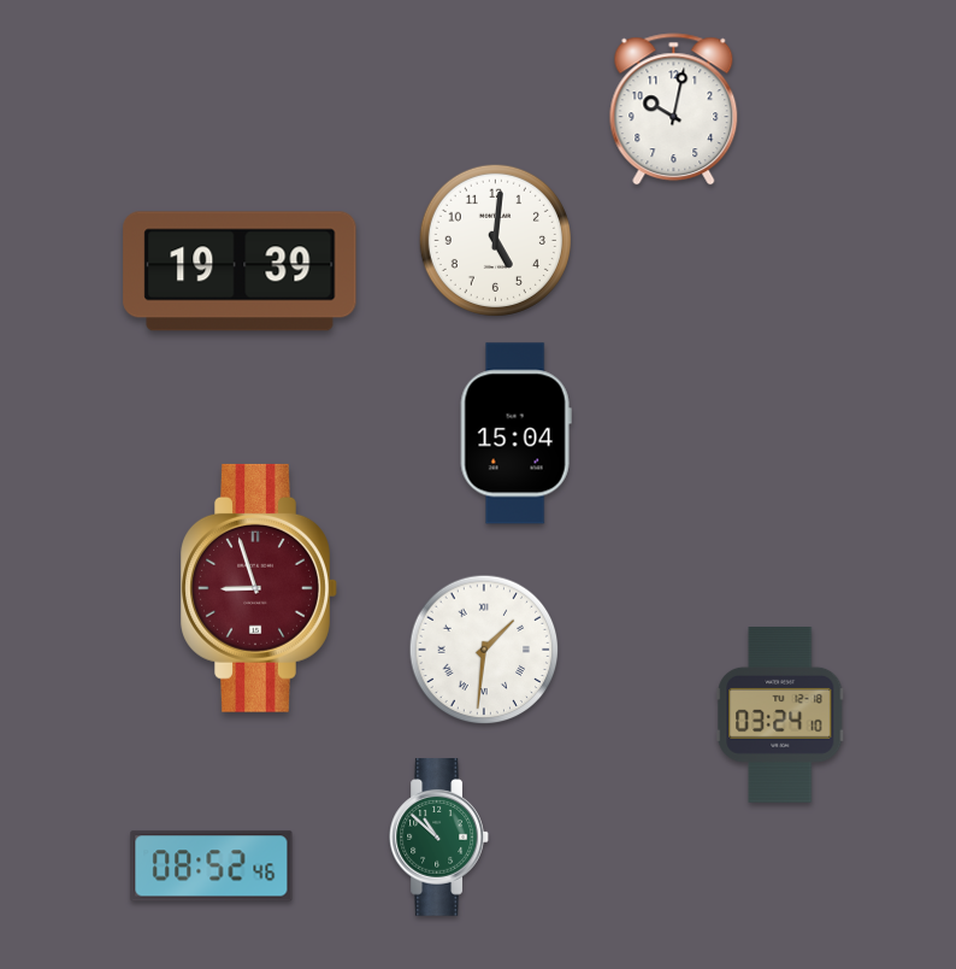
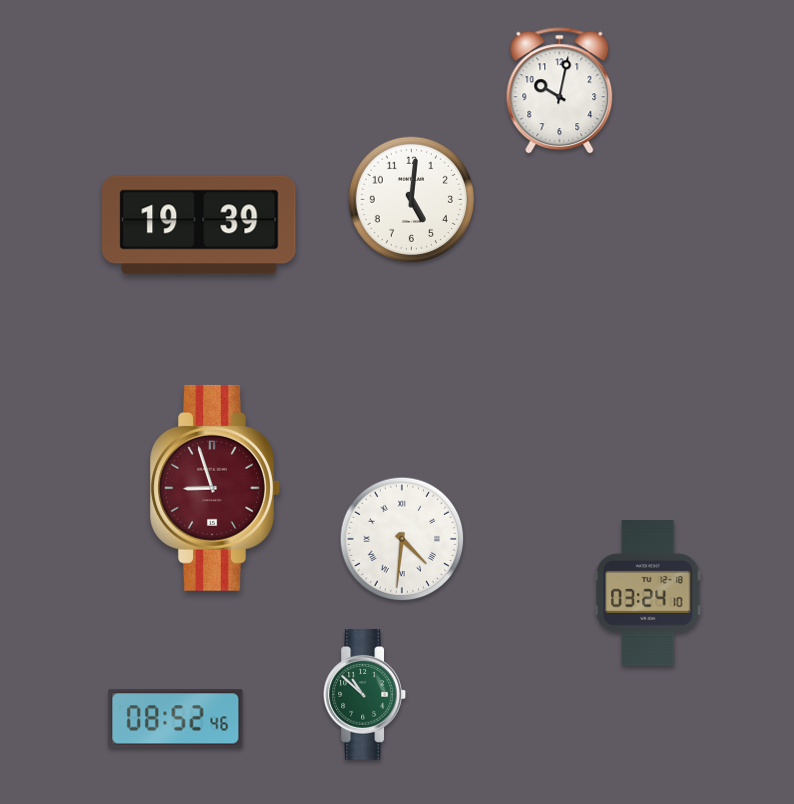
clock at (515, 434): 15:04 -> none
clock at (484, 650): 1:31 -> 4:31
